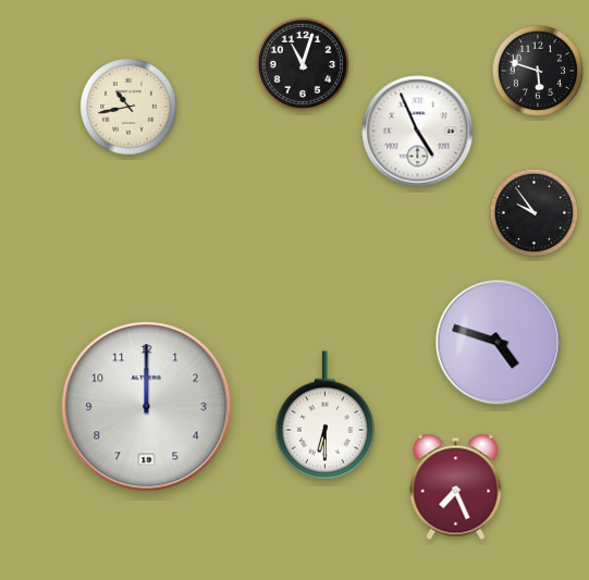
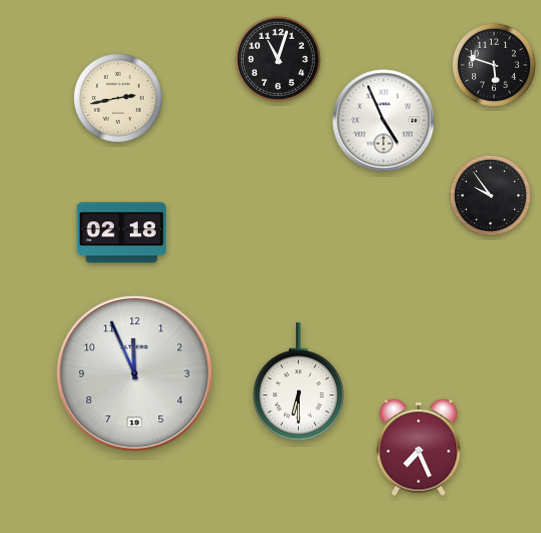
clock at (130, 108): 10:43 -> 2:43
clock at (121, 233): none -> 02:18
clock at (499, 343): 4:48 -> none
clock at (147, 407): 12:00 -> 11:56
